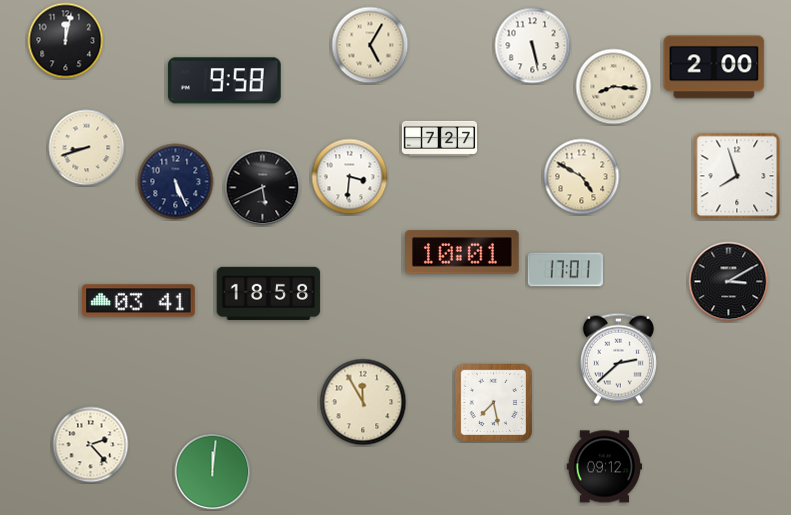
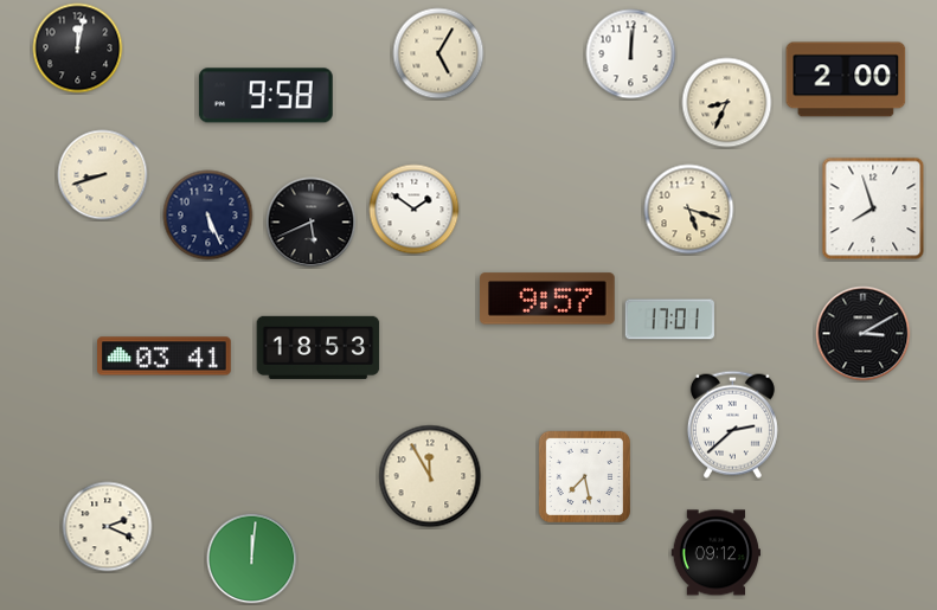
clock at (533, 46): 5:28 -> 12:01
clock at (614, 87): 8:16 -> 8:34
clock at (440, 138): 7:27 -> none
clock at (350, 177): 3:31 -> 1:51
clock at (582, 177): 4:50 -> 5:18
clock at (463, 252): 10:01 -> 9:57
clock at (269, 293): 18:58 -> 18:53
clock at (91, 445): 2:23 -> 2:19
